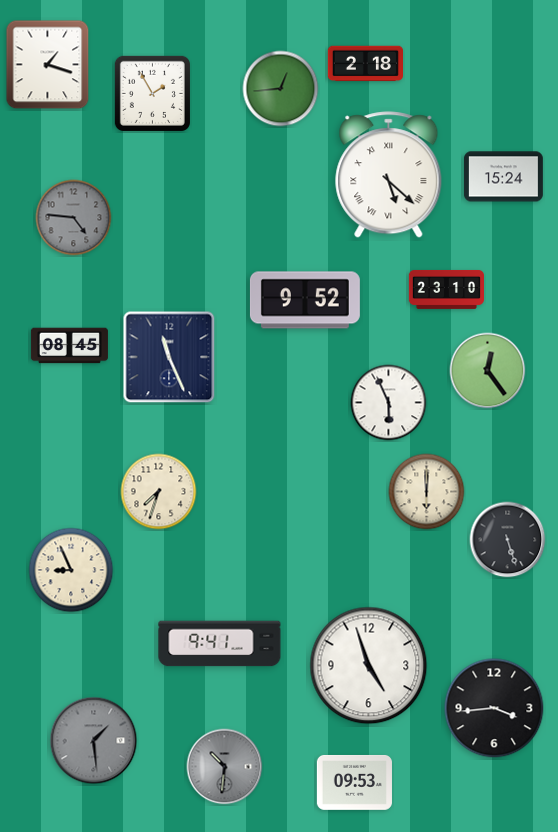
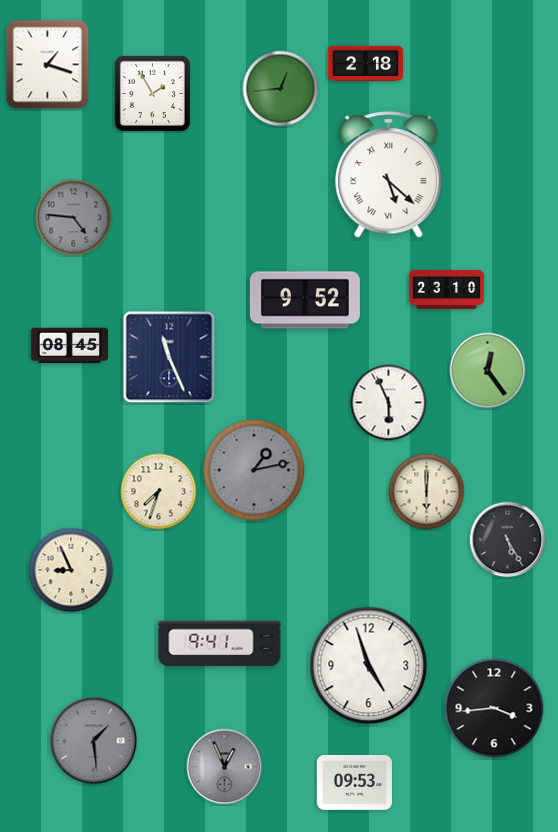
clock at (503, 177): 15:24 -> none
clock at (254, 470): none -> 1:13
clock at (508, 540): 5:27 -> 5:25
clock at (225, 767): 10:31 -> 12:56
